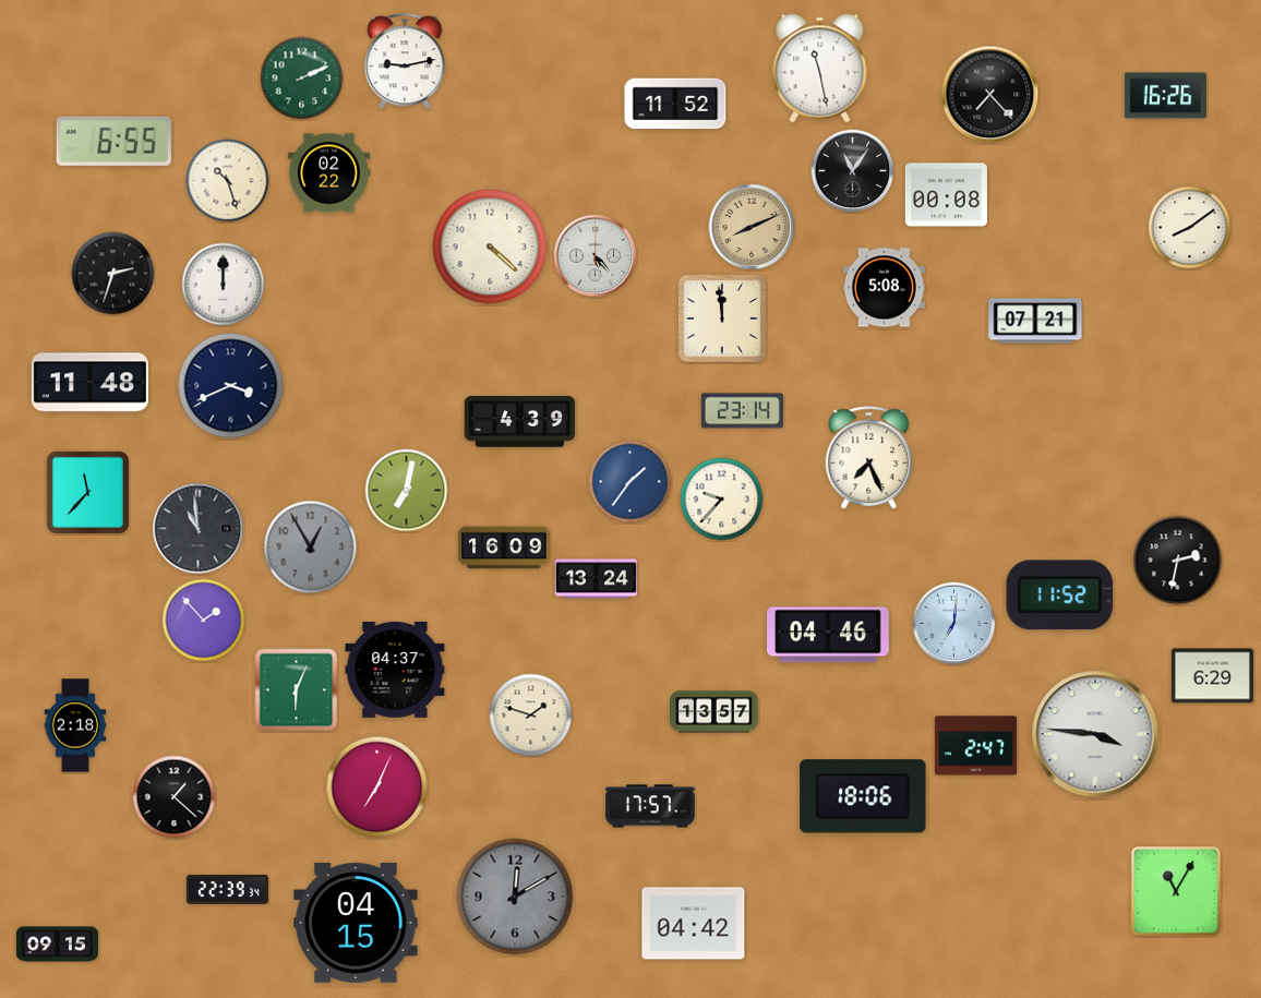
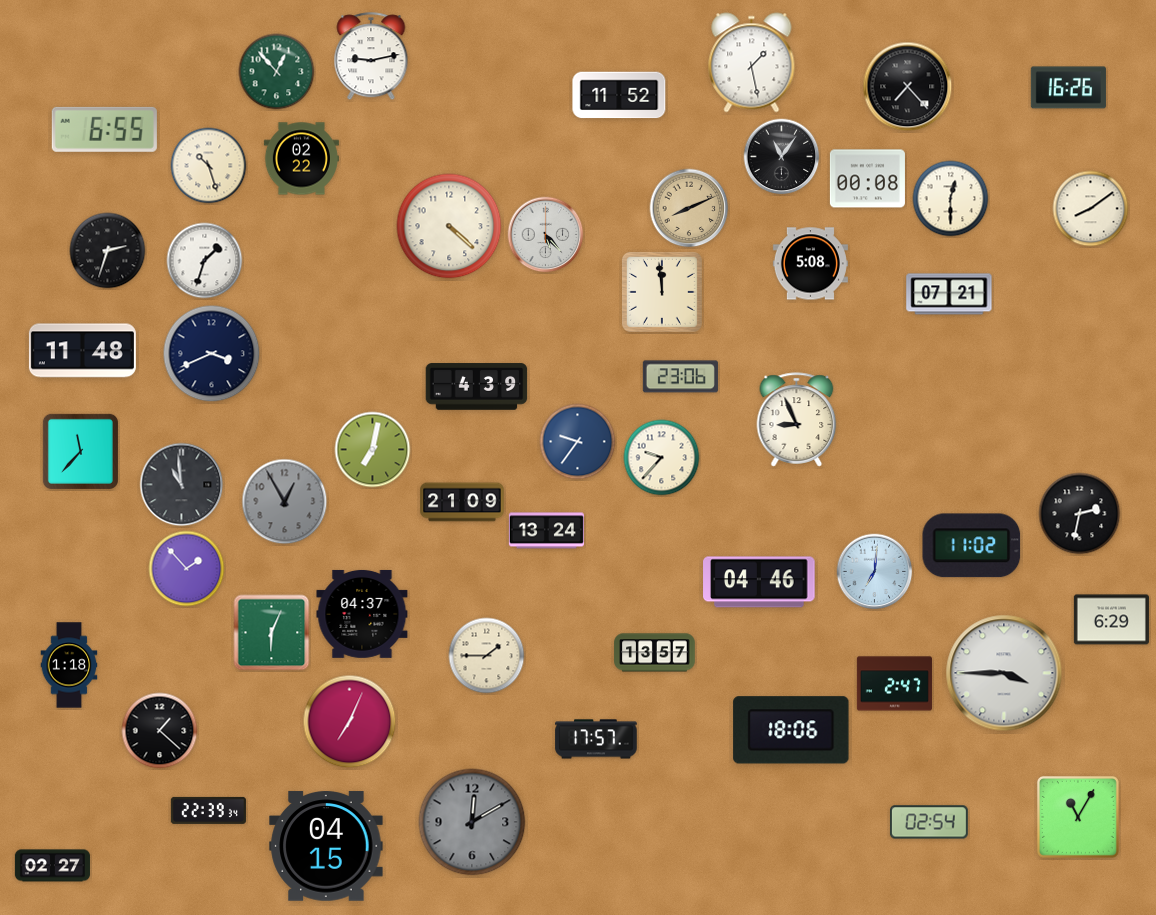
clock at (820, 69): 11:28 -> 1:28
clock at (302, 79): 2:11 -> 12:53
clock at (951, 199): none -> 12:30
clock at (113, 274) position: (113, 274) -> (108, 251)
clock at (224, 285): 12:00 -> 1:33
clock at (742, 411): 23:14 -> 23:06
clock at (869, 458): 7:26 -> 8:56
clock at (630, 482): 1:36 -> 9:36
clock at (504, 548): 16:09 -> 21:09
clock at (1060, 596): 11:52 -> 11:02
clock at (531, 716): 1:48 -> 1:45
clock at (75, 725): 2:18 -> 1:18
clock at (1095, 734): 3:46 -> 3:45
clock at (377, 787) position: (377, 787) -> (350, 722)
clock at (227, 889) position: (227, 889) -> (208, 810)
clock at (929, 822): none -> 02:54
clock at (694, 924): 04:42 -> none
clock at (57, 945): 09:15 -> 02:27
